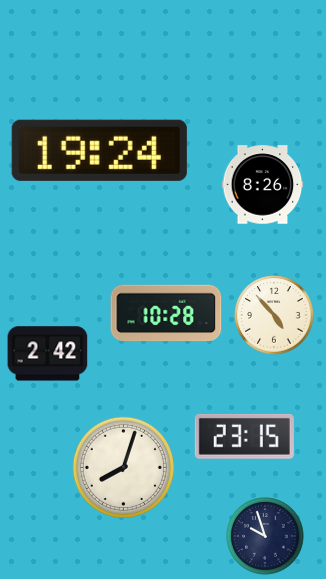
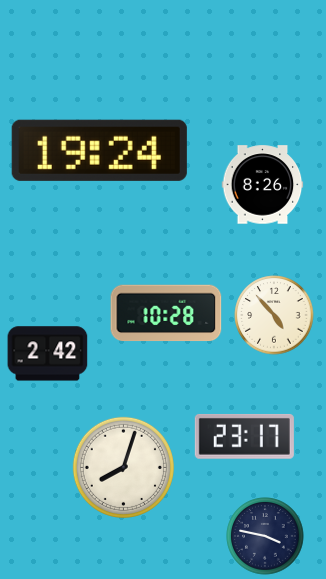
clock at (244, 436): 23:15 -> 23:17
clock at (265, 536): 9:57 -> 3:47
